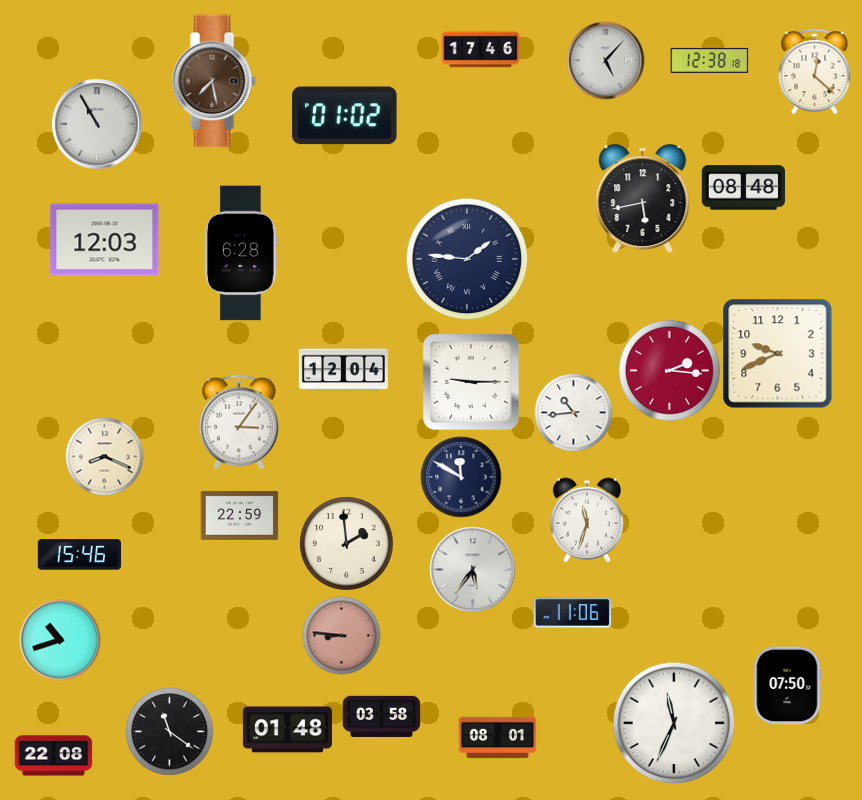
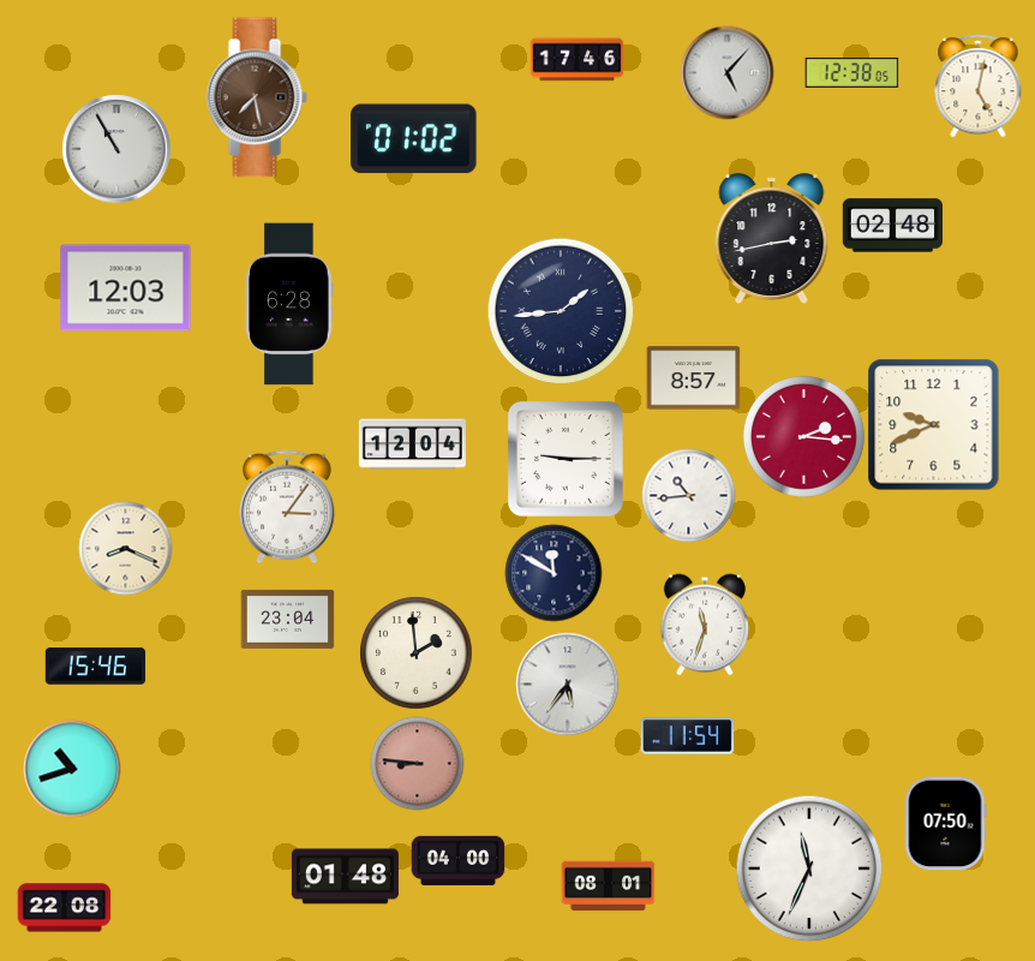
clock at (709, 60): 12:38:18 -> 12:38:05
clock at (815, 71): 12:22 -> 5:02
clock at (743, 188): 08:48 -> 02:48
clock at (643, 199): 5:43 -> 2:43
clock at (467, 259): 1:46 -> 1:44
clock at (693, 378): none -> 8:57
clock at (669, 370) position: (669, 370) -> (803, 436)
clock at (239, 515): 22:59 -> 23:04
clock at (572, 613): 11:06 -> 11:54
clock at (341, 635) position: (341, 635) -> (417, 763)
clock at (381, 716): 03:58 -> 04:00
clock at (169, 731): 11:21 -> none
clock at (497, 738) position: (497, 738) -> (608, 887)
